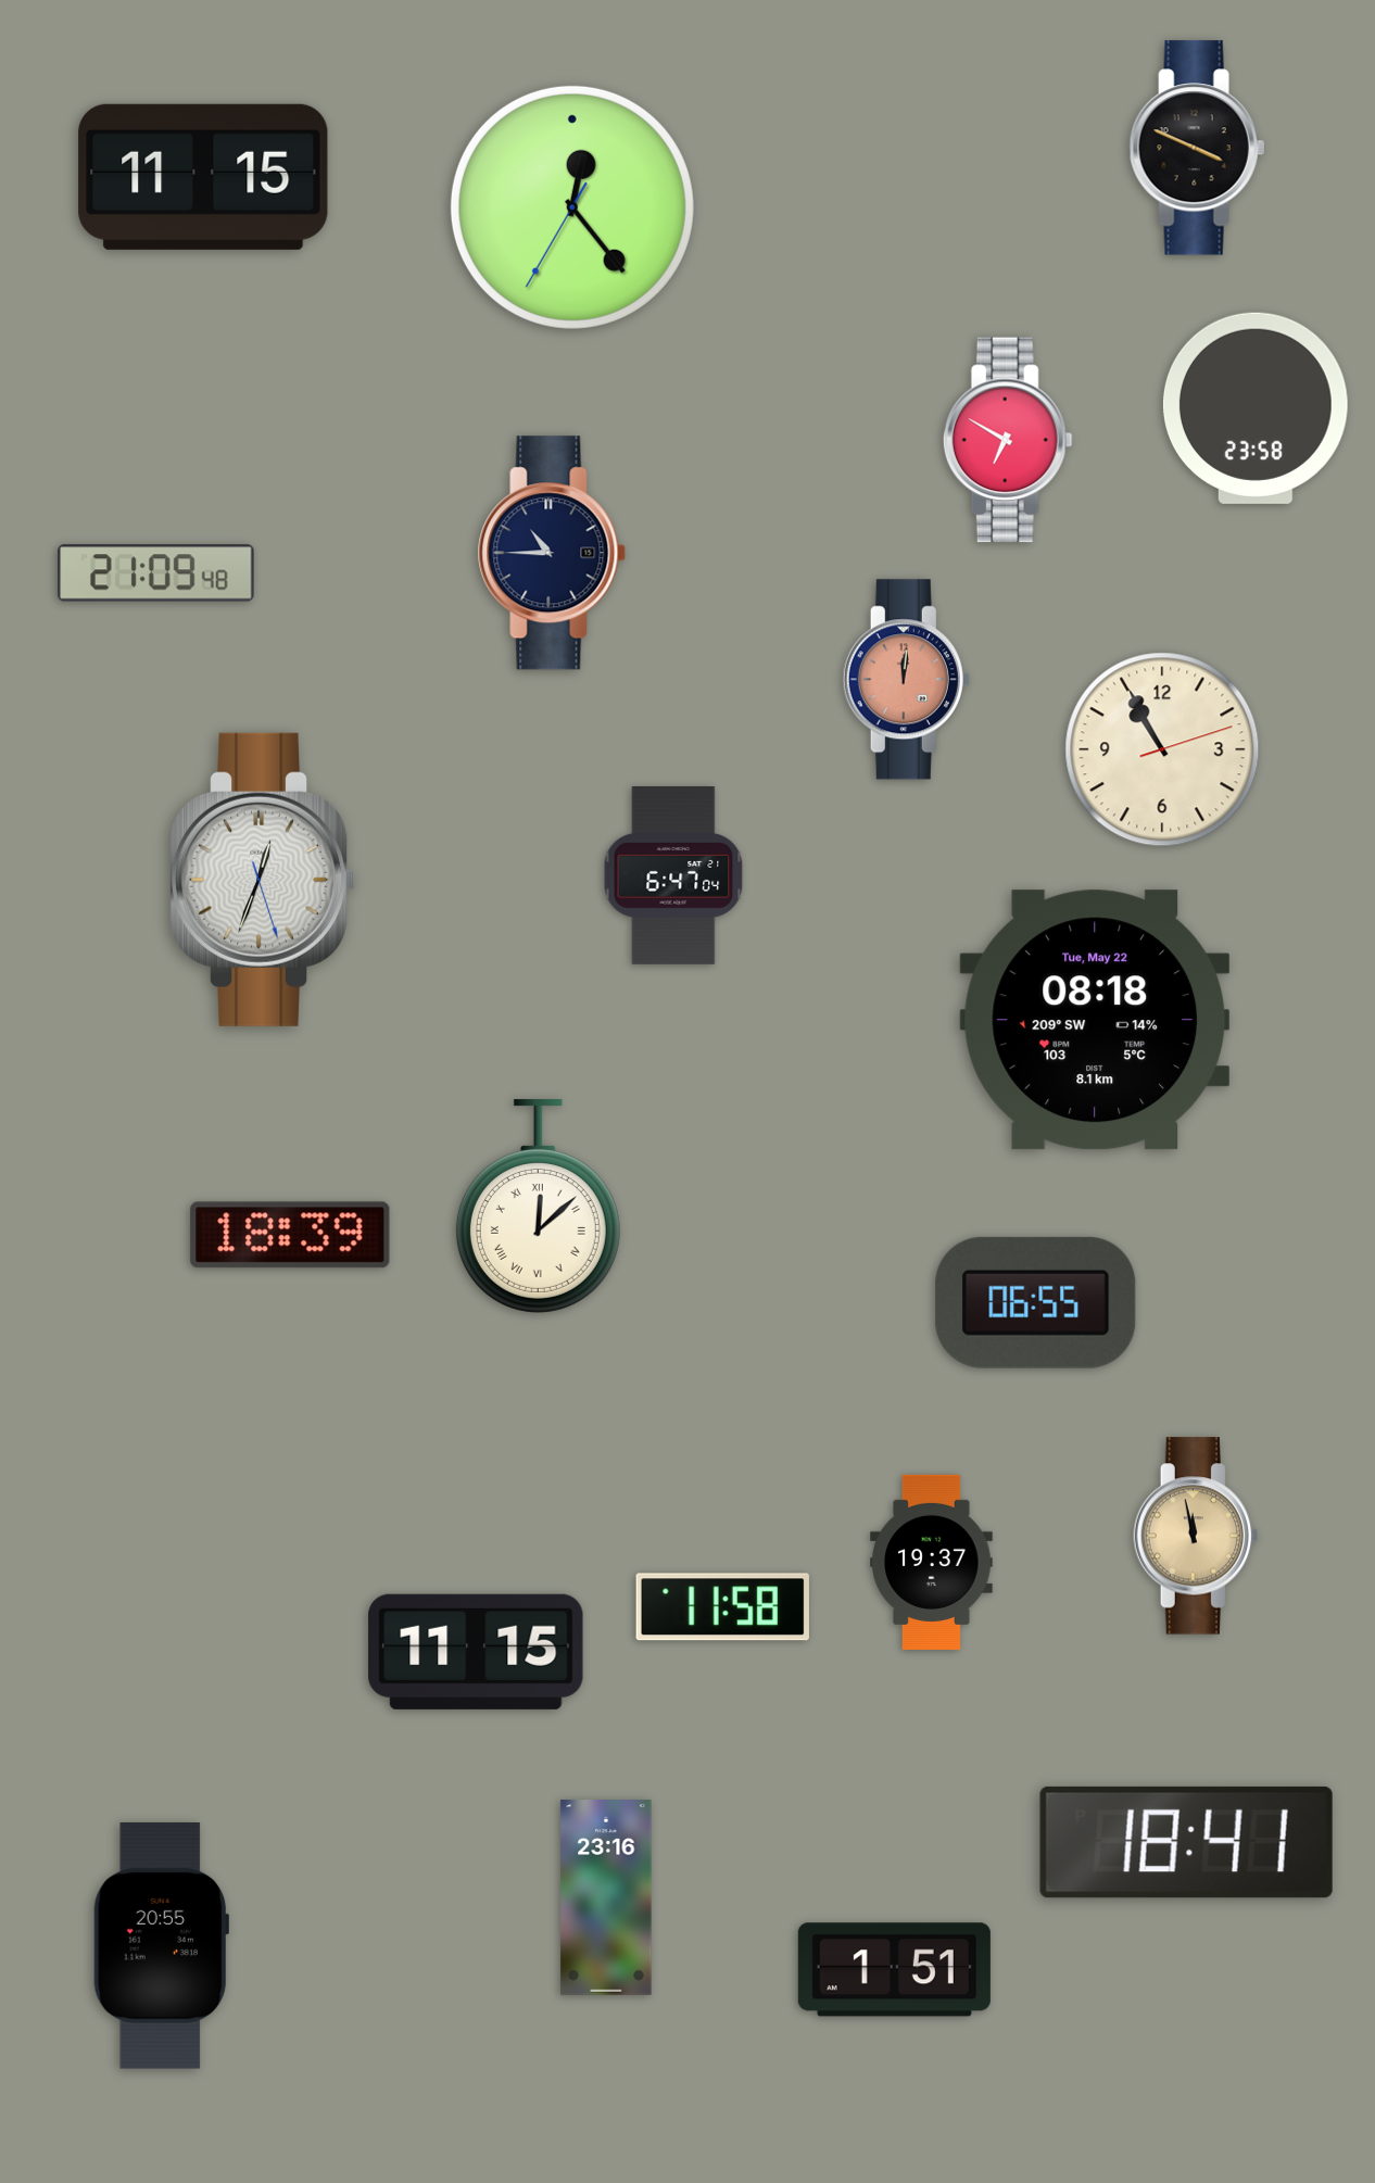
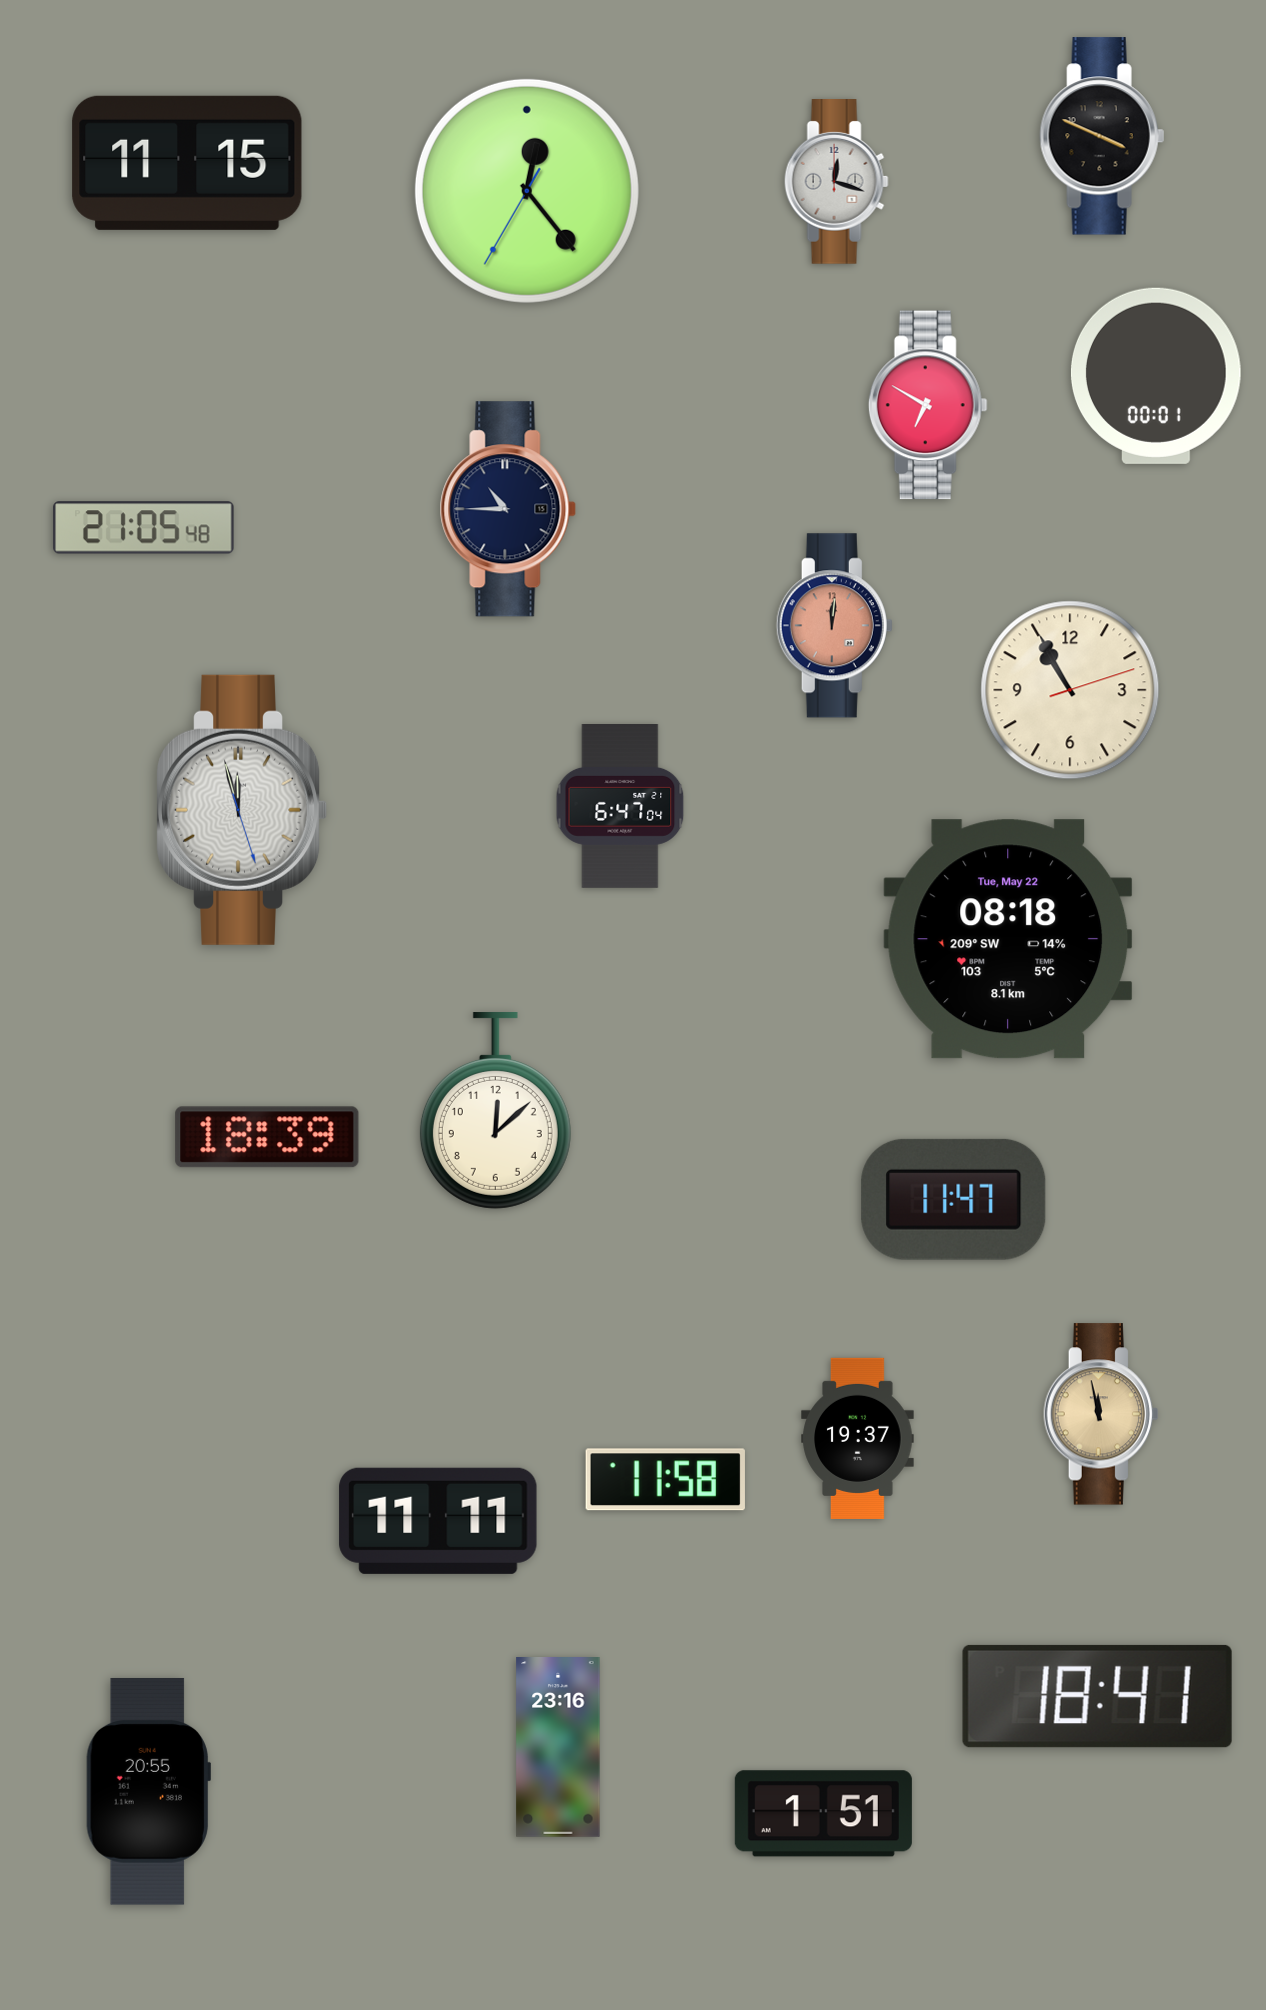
clock at (836, 182): none -> 12:18
clock at (1256, 408): 23:58 -> 00:01
clock at (156, 573): 21:09 -> 21:05
clock at (263, 880): 12:33 -> 11:57
clock at (538, 1207) numerals: Roman -> Arabic
clock at (1036, 1302): 06:55 -> 11:47
clock at (476, 1652): 11:15 -> 11:11
clock at (1186, 1842) position: (1186, 1842) -> (1097, 1696)
